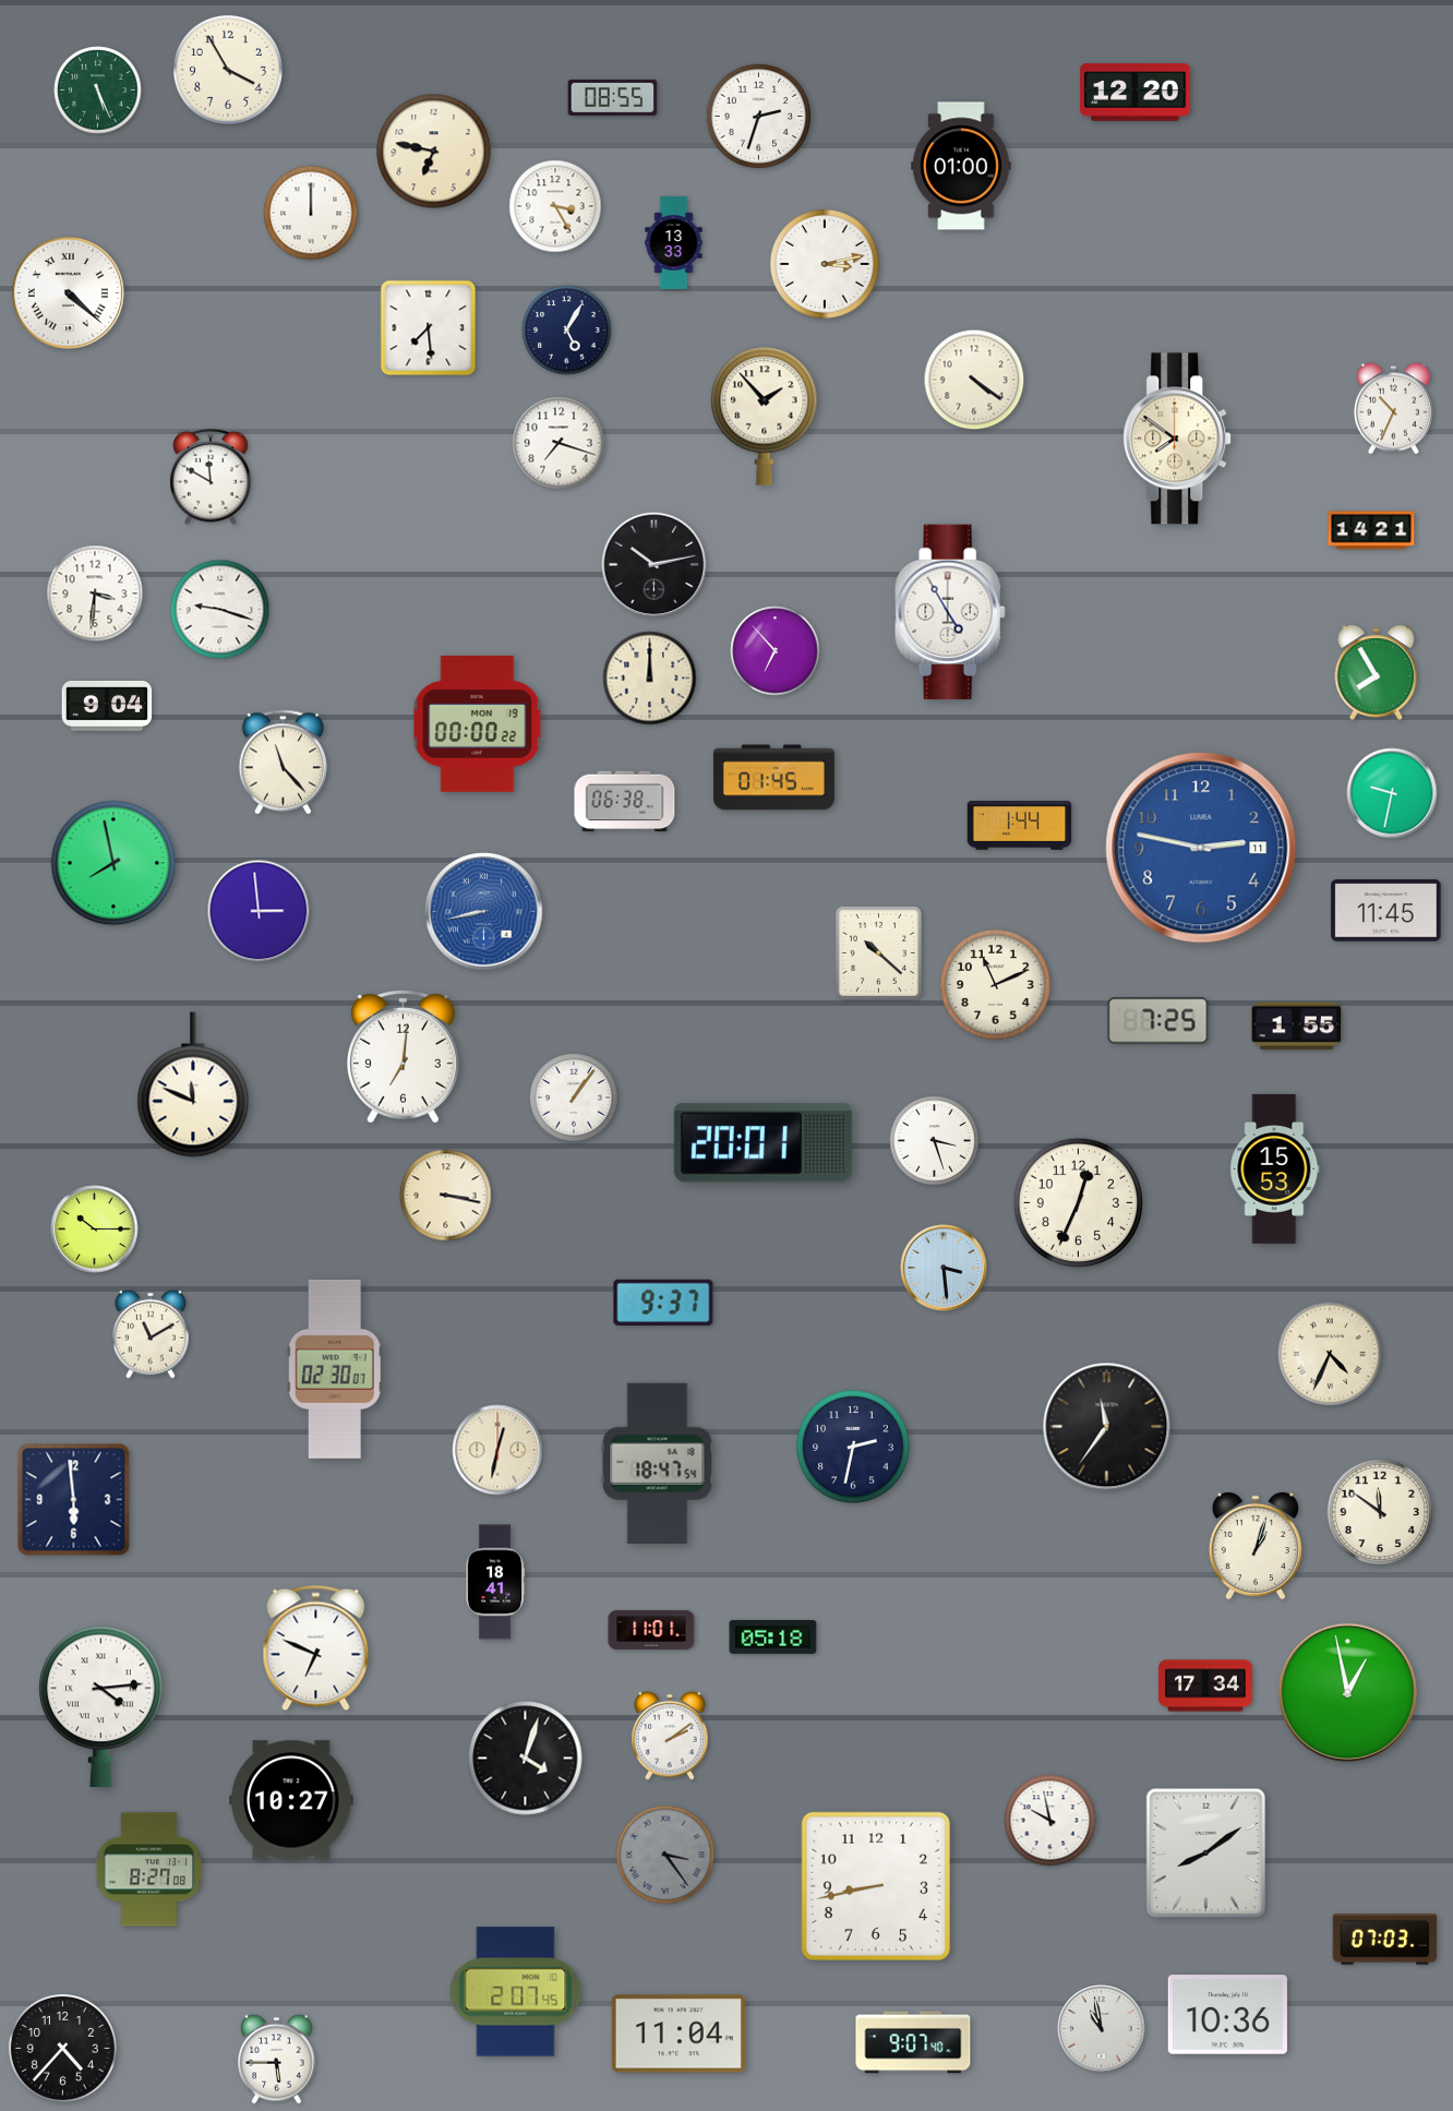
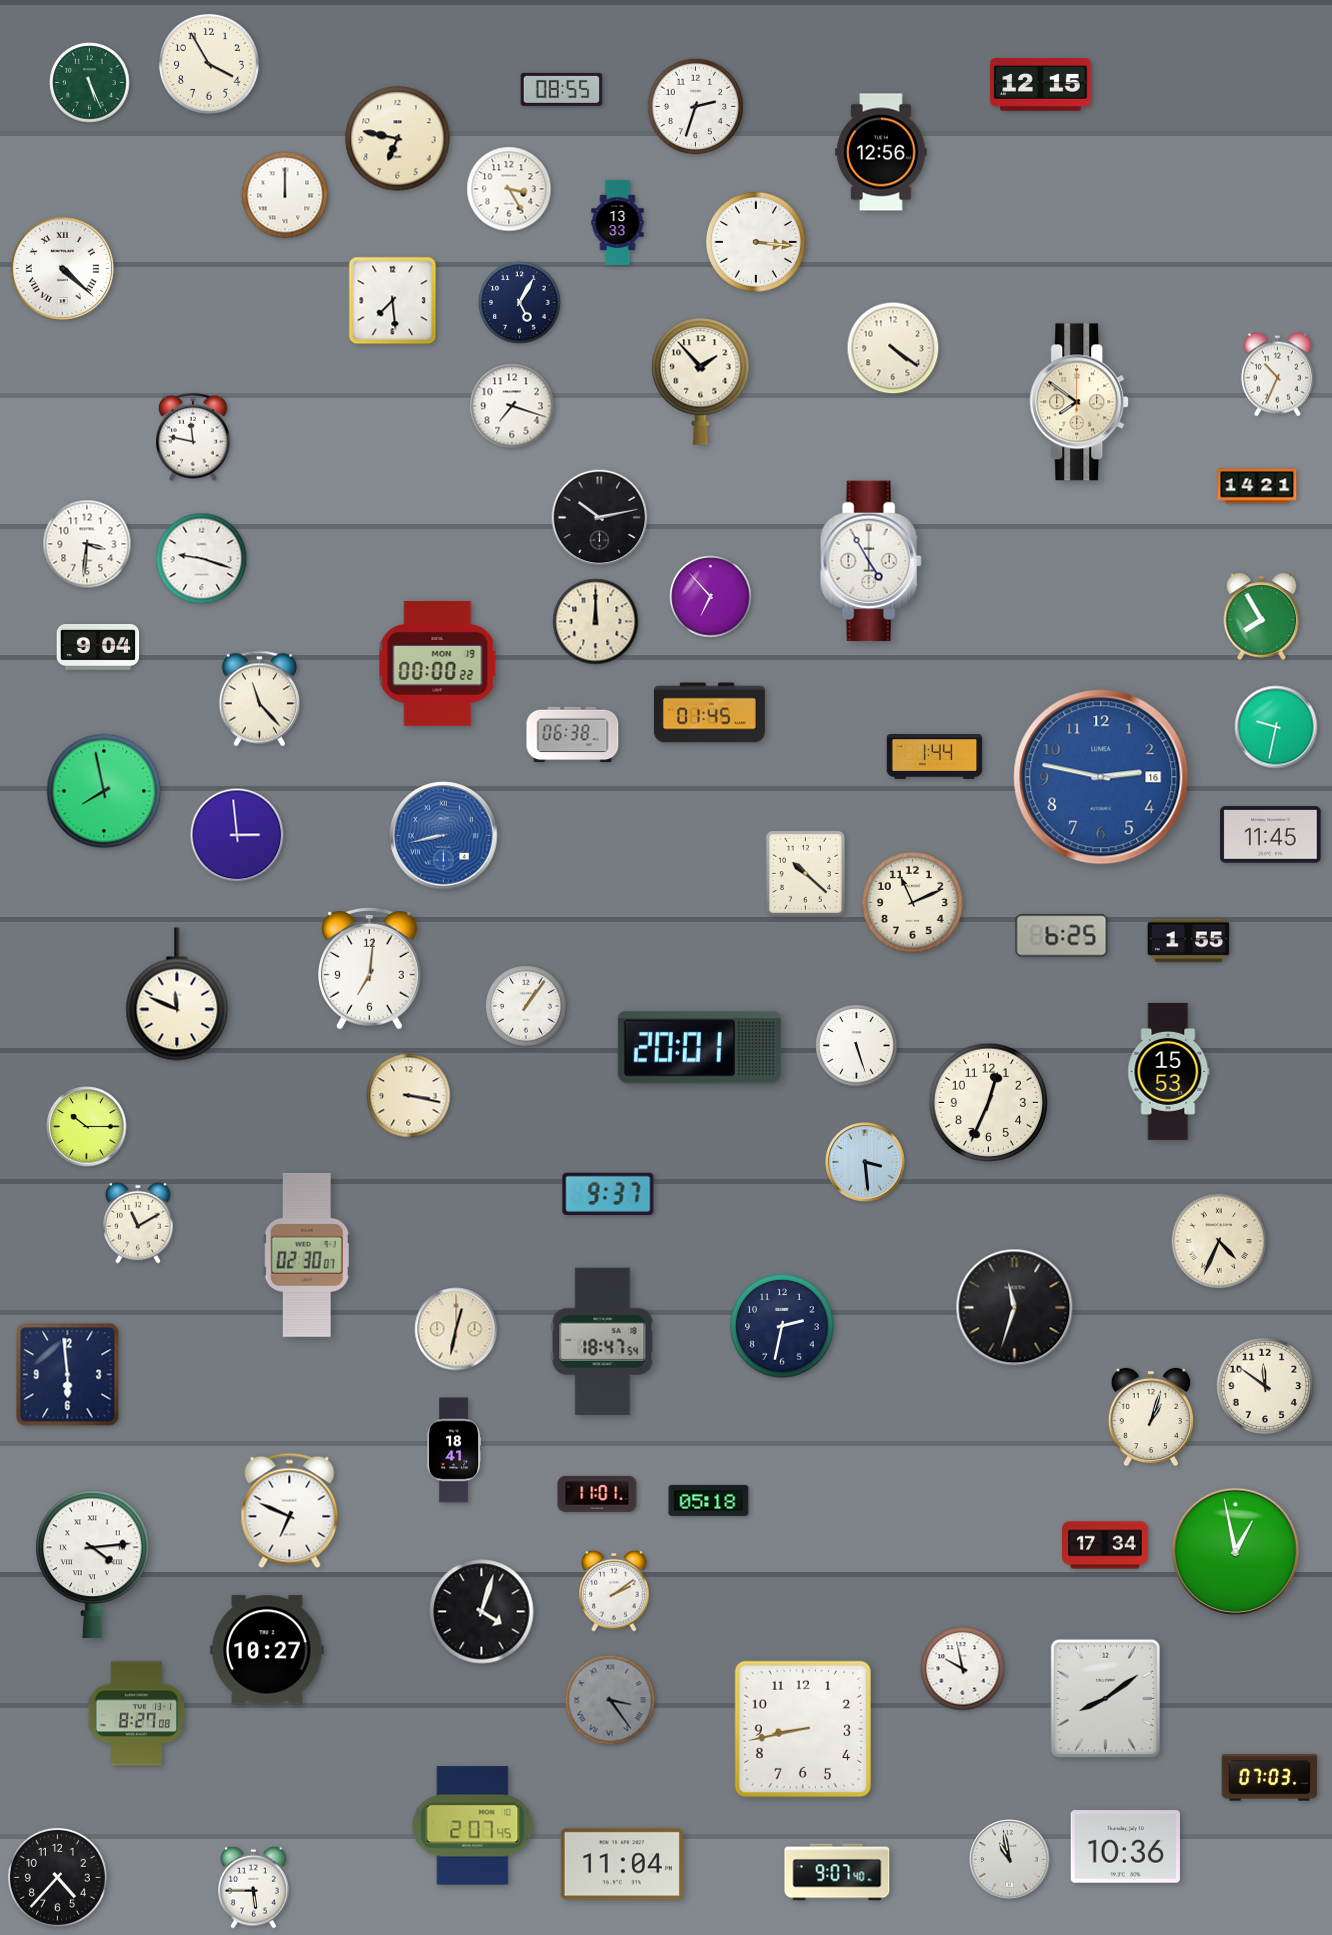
clock at (1136, 93): 12:20 -> 12:15
clock at (961, 166): 01:00 -> 12:56
clock at (825, 264): 3:13 -> 3:16
clock at (211, 477): 11:50 -> 11:47
clock at (1201, 848) date: 11 -> 16
clock at (1158, 1021): 7:25 -> 6:25
clock at (935, 1141): 3:27 -> 5:27
clock at (1107, 1427): 11:36 -> 11:33
